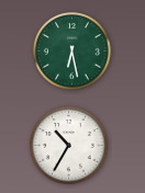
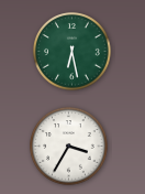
clock at (69, 146): 10:35 -> 3:35
